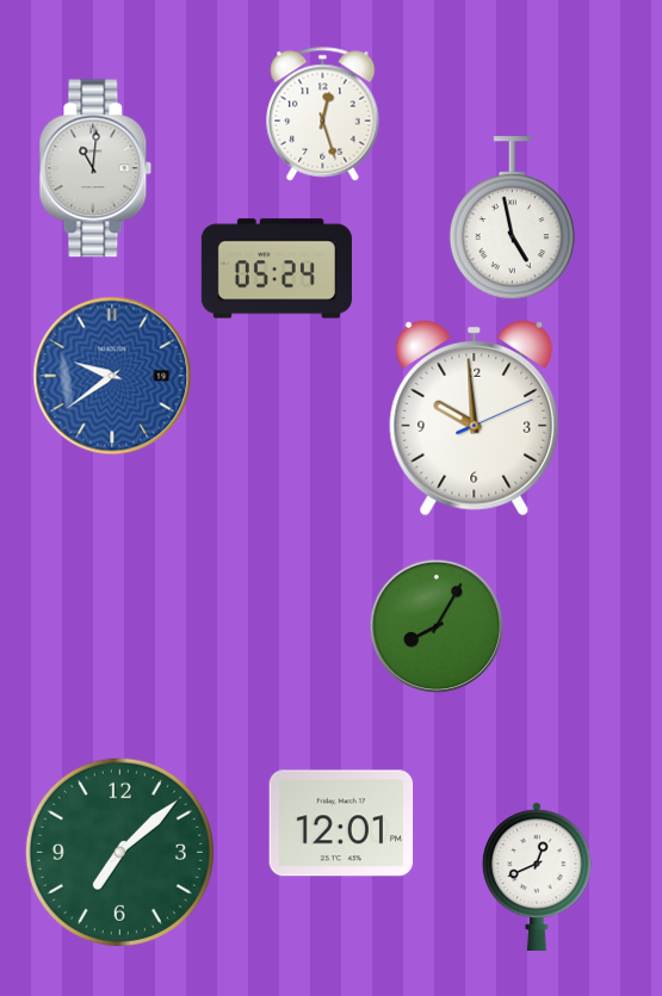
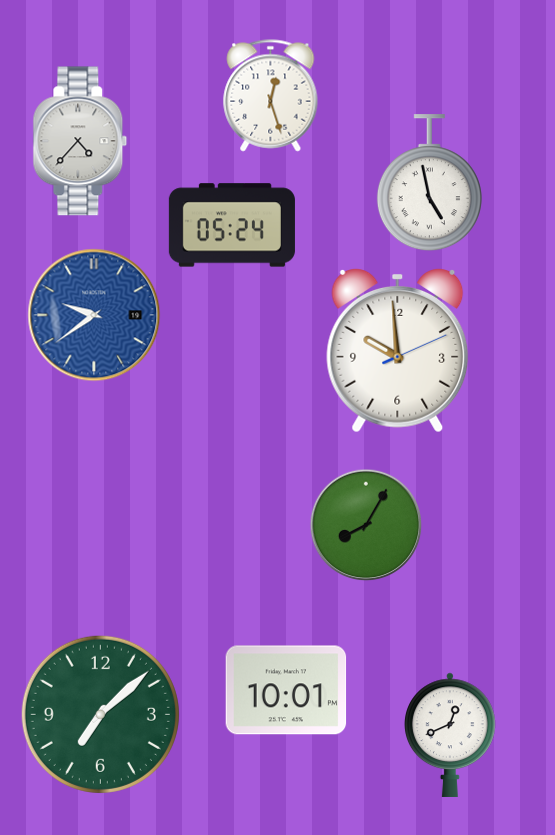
clock at (95, 168): 11:01 -> 4:37
clock at (341, 823): 12:01 -> 10:01
